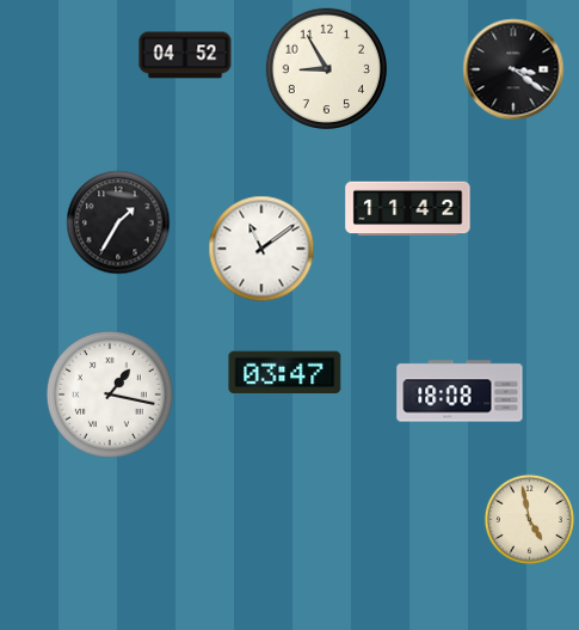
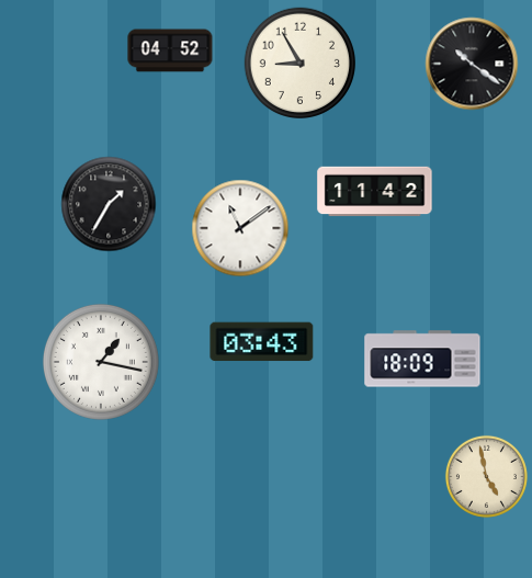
clock at (513, 69): 3:21 -> 10:21
clock at (285, 373): 03:47 -> 03:43
clock at (460, 391): 18:08 -> 18:09
